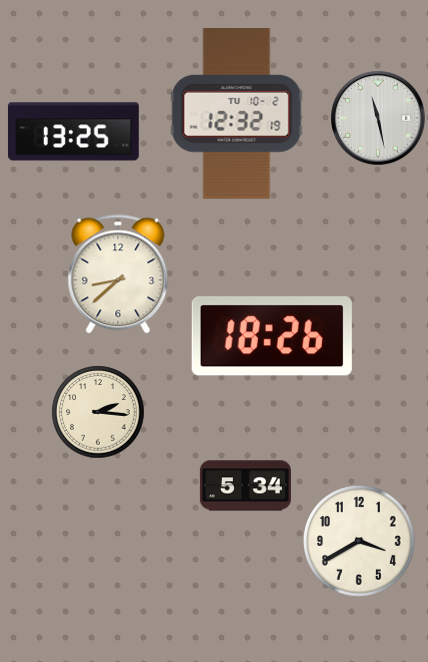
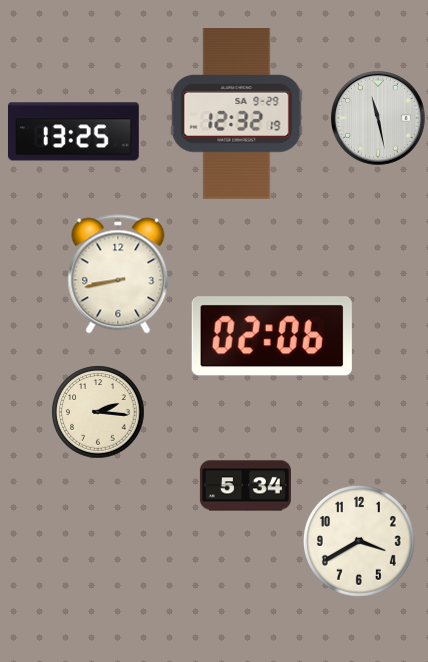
clock at (237, 114) date: TU 10-2 -> SA 9-29
clock at (118, 274): 8:38 -> 8:43
clock at (272, 336): 18:26 -> 02:06
